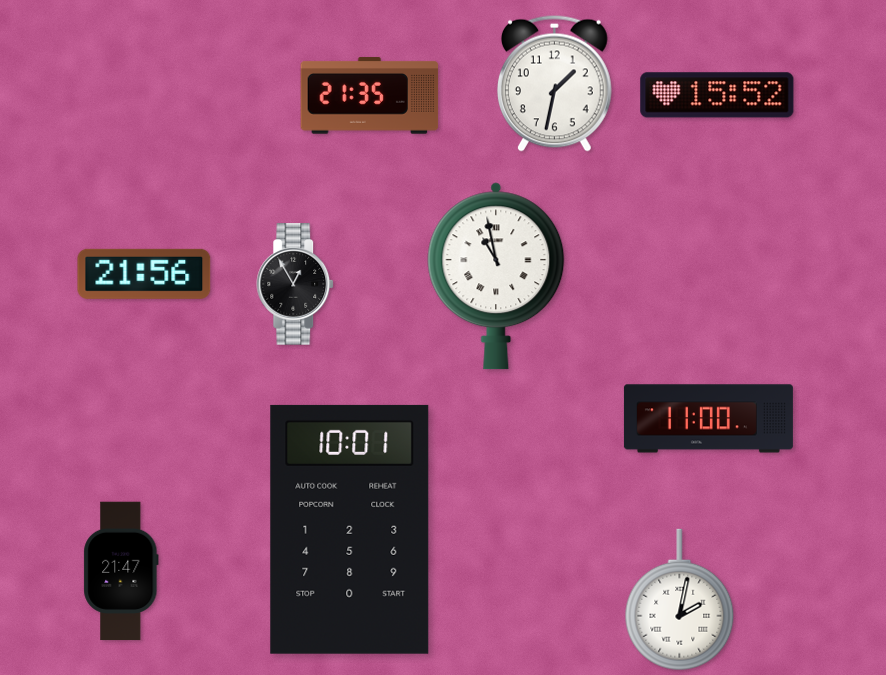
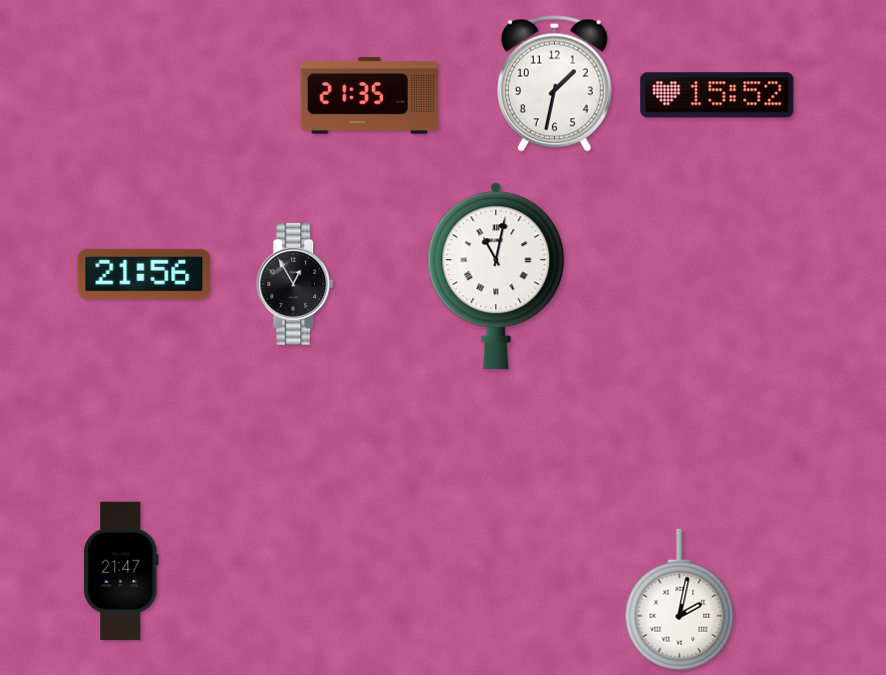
clock at (496, 276): 10:58 -> 11:02
clock at (708, 419): 11:00 -> none
clock at (350, 529): 10:01 -> none
